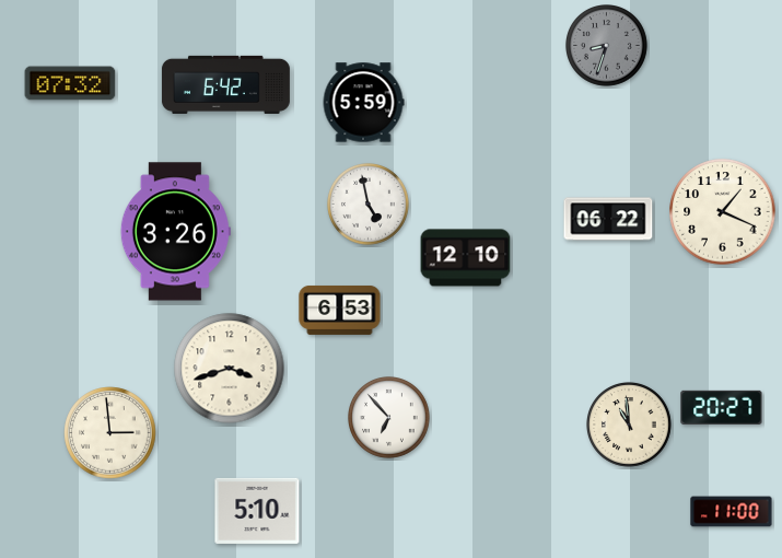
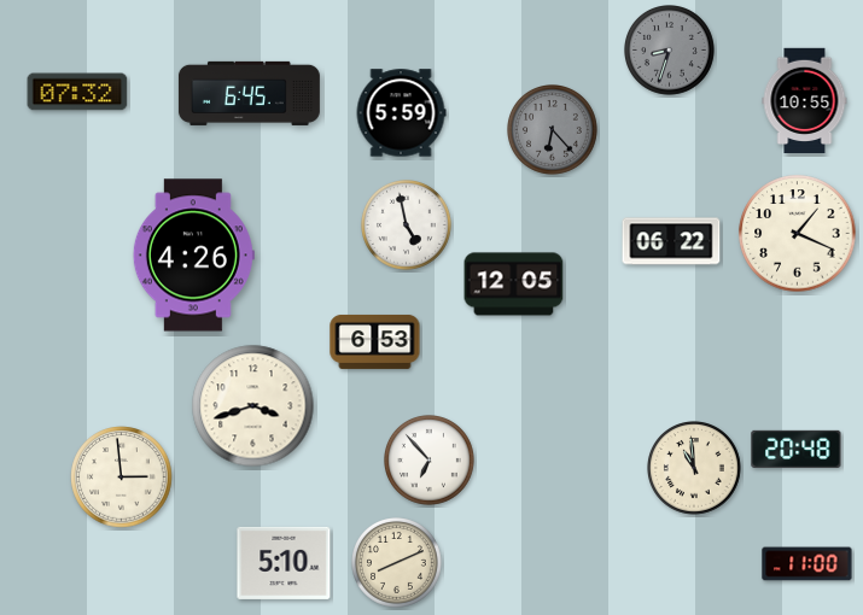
clock at (225, 84): 6:42 -> 6:45
clock at (805, 101): none -> 10:55
clock at (553, 130): none -> 6:23
clock at (175, 232): 3:26 -> 4:26
clock at (466, 258): 12:10 -> 12:05
clock at (722, 407): 20:27 -> 20:48
clock at (397, 563): none -> 8:11
